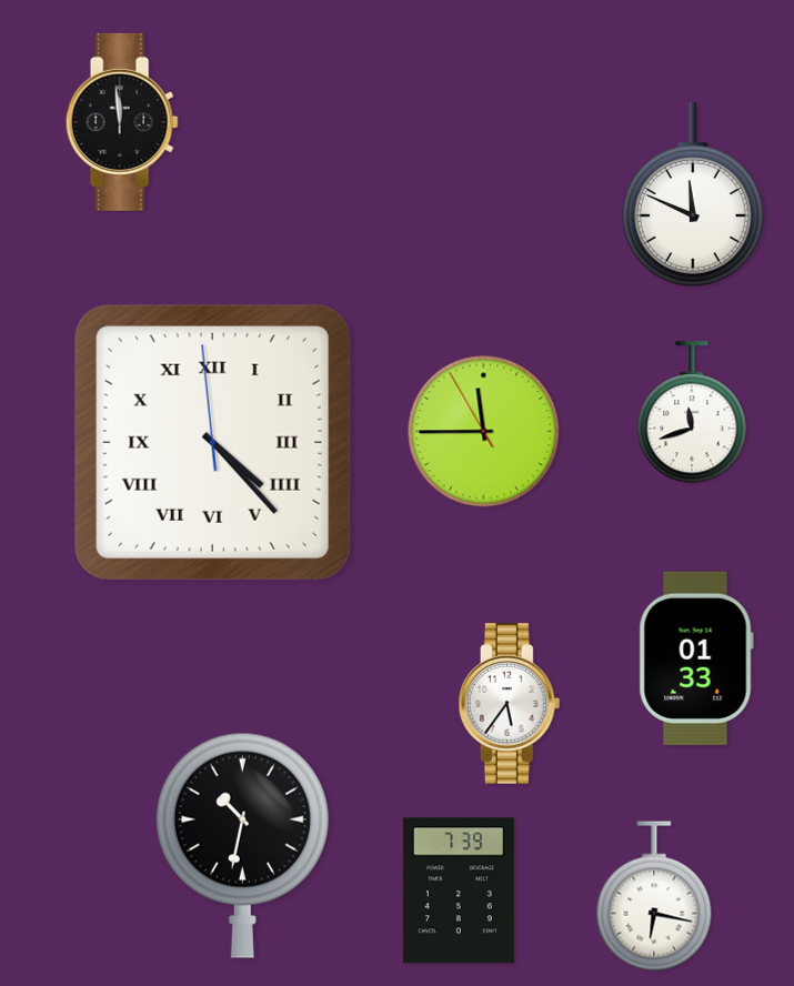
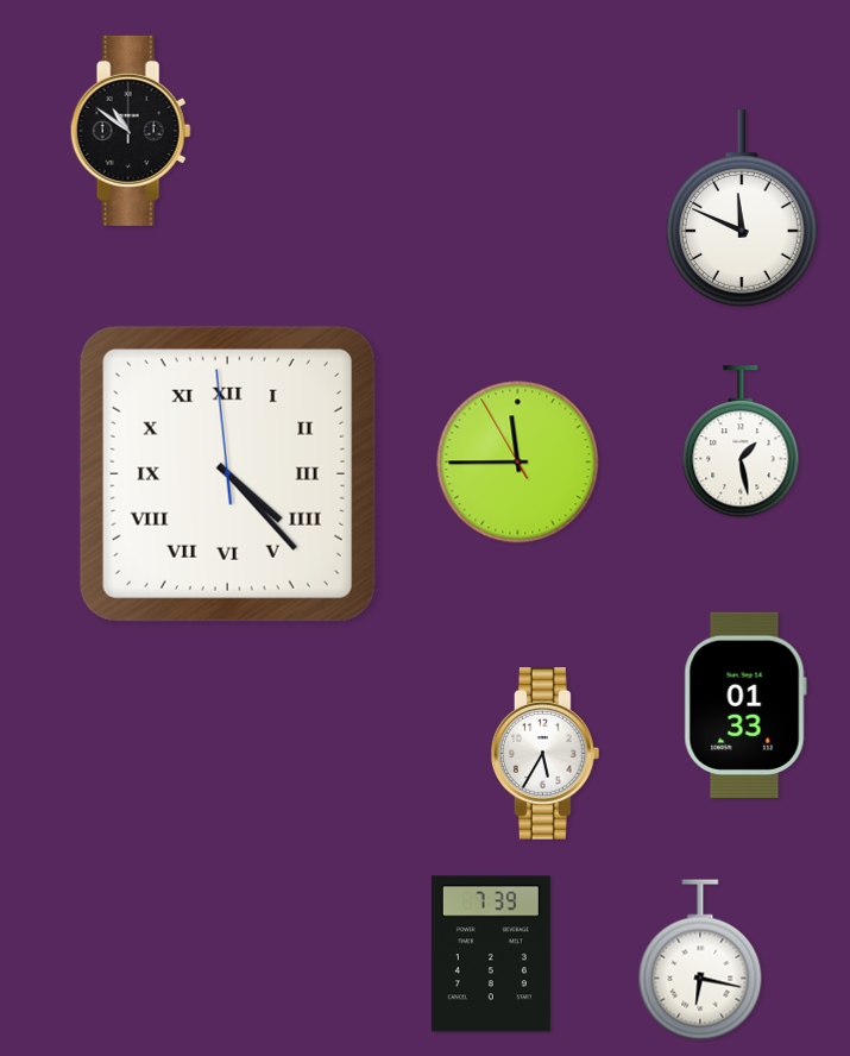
clock at (122, 122): 11:59 -> 10:51
clock at (692, 413): 11:42 -> 1:28
clock at (510, 704): 5:36 -> 5:35
clock at (242, 845): 10:32 -> none
